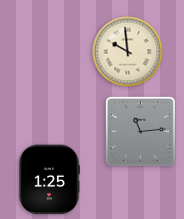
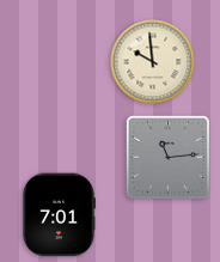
clock at (49, 180): 1:25 -> 7:01
